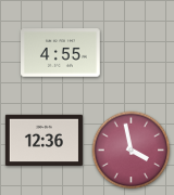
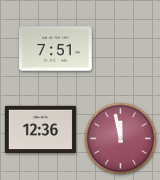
clock at (61, 53): 4:55 -> 7:51
clock at (132, 151): 3:58 -> 11:58
